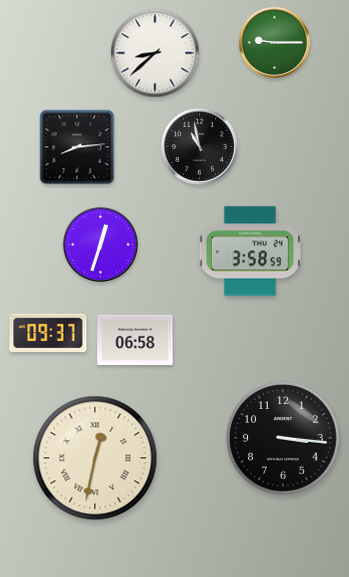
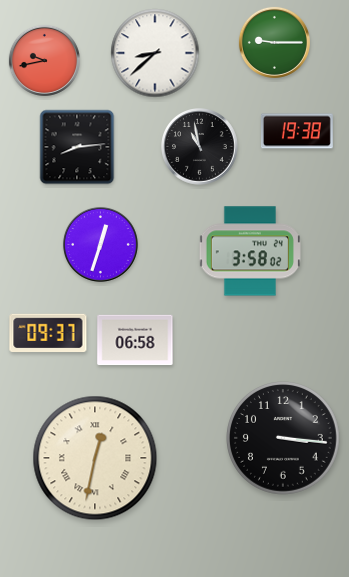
clock at (44, 60): none -> 9:43
clock at (297, 131): none -> 19:38
clock at (250, 251): 3:58:59 -> 3:58:02
